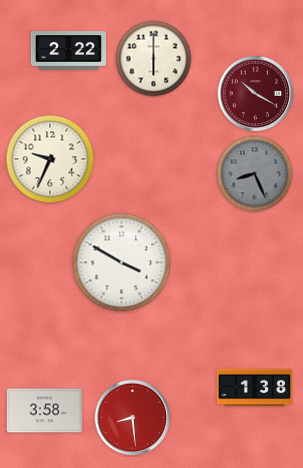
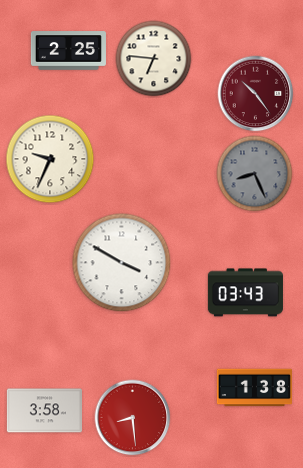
clock at (68, 51): 2:22 -> 2:25
clock at (154, 59): 6:00 -> 6:46
clock at (256, 94): 10:20 -> 10:24
clock at (245, 293): none -> 03:43
